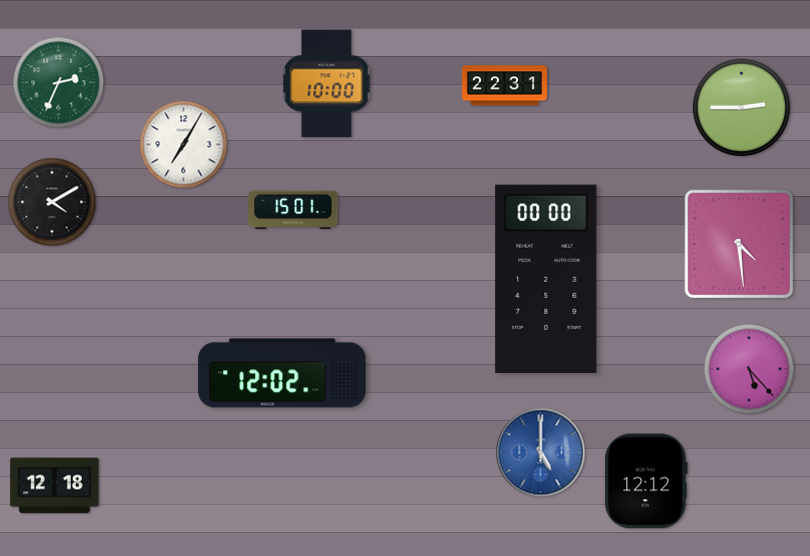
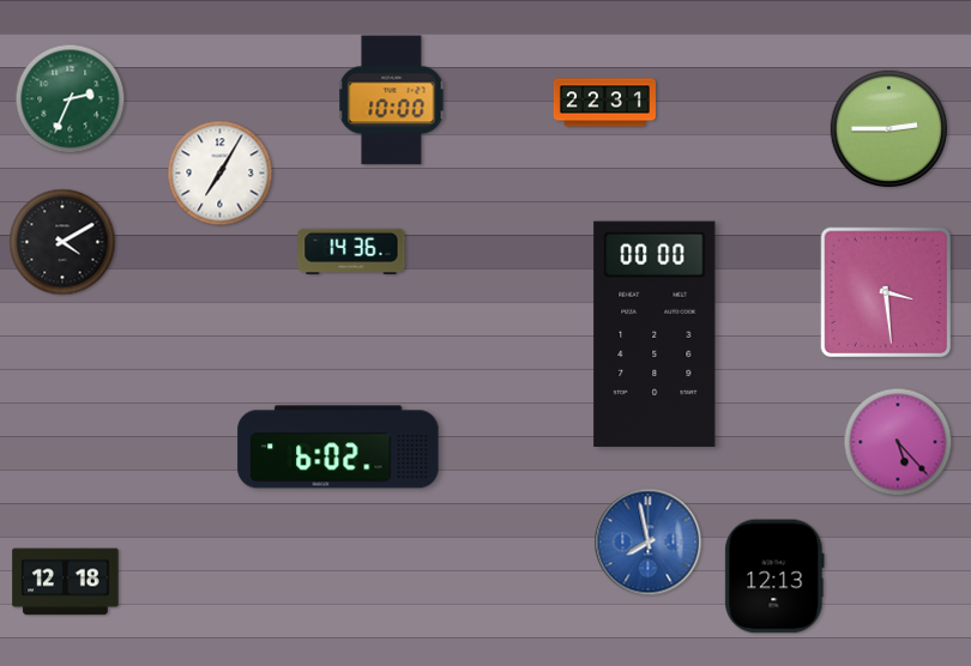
clock at (293, 209): 15:01 -> 14:36
clock at (739, 244): 4:29 -> 3:29
clock at (282, 373): 12:02 -> 6:02
clock at (541, 453): 5:00 -> 7:58
clock at (646, 481): 12:12 -> 12:13
